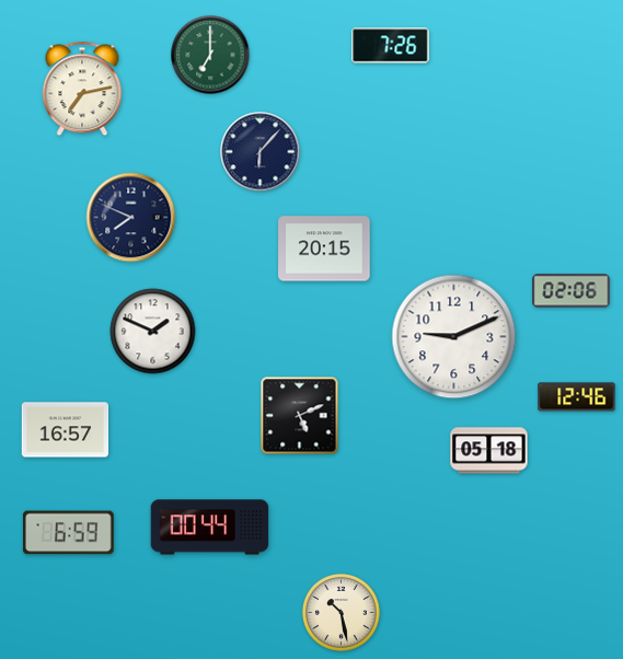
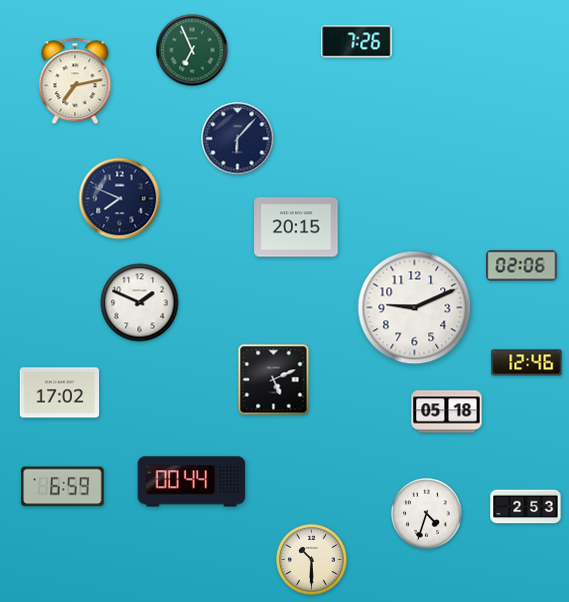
clock at (210, 55): 7:00 -> 6:56
clock at (66, 430): 16:57 -> 17:02
clock at (526, 507): none -> 2:53
clock at (427, 514): none -> 4:33
clock at (342, 613): 10:28 -> 10:30
